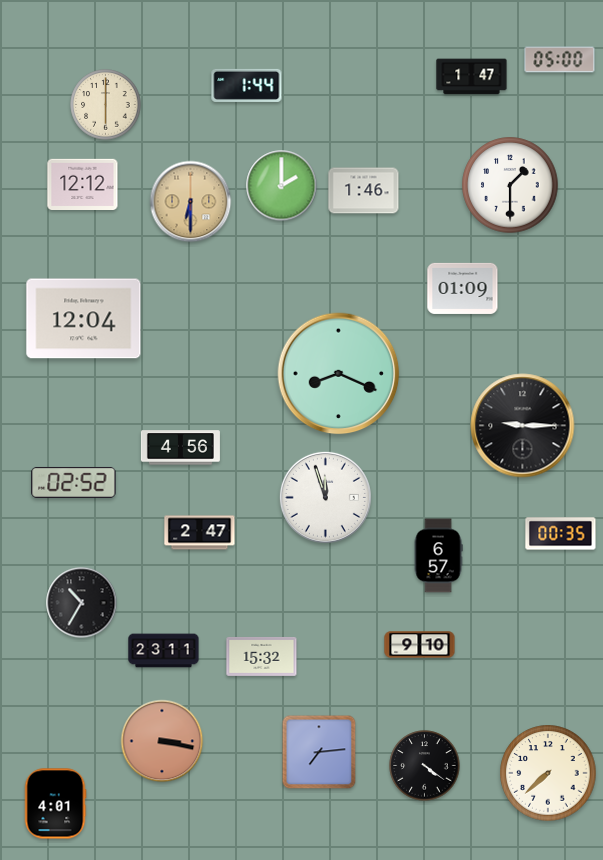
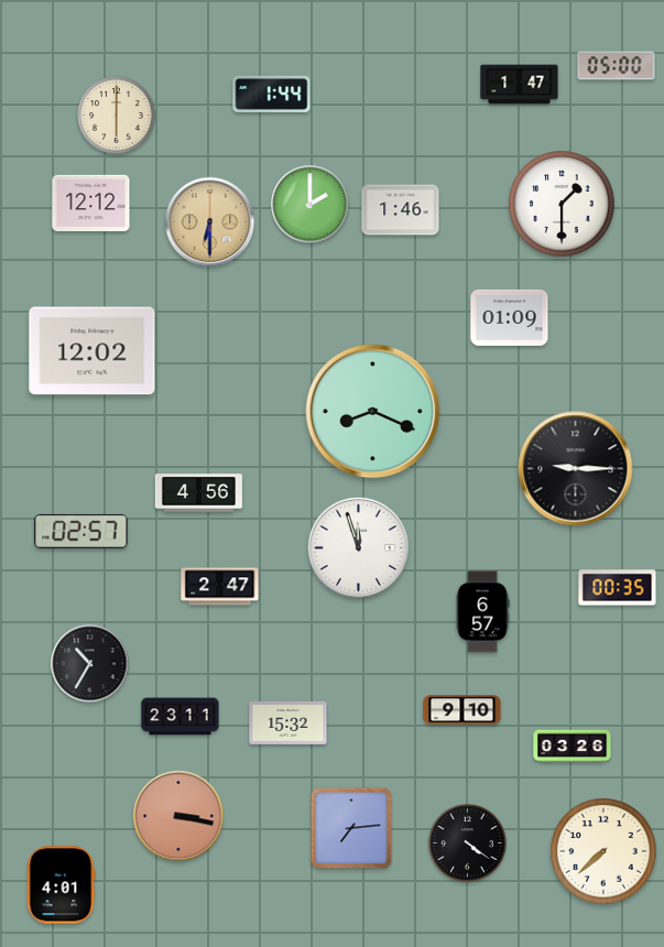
clock at (84, 319): 12:04 -> 12:02
clock at (74, 482): 02:52 -> 02:57
clock at (573, 747): none -> 03:26
